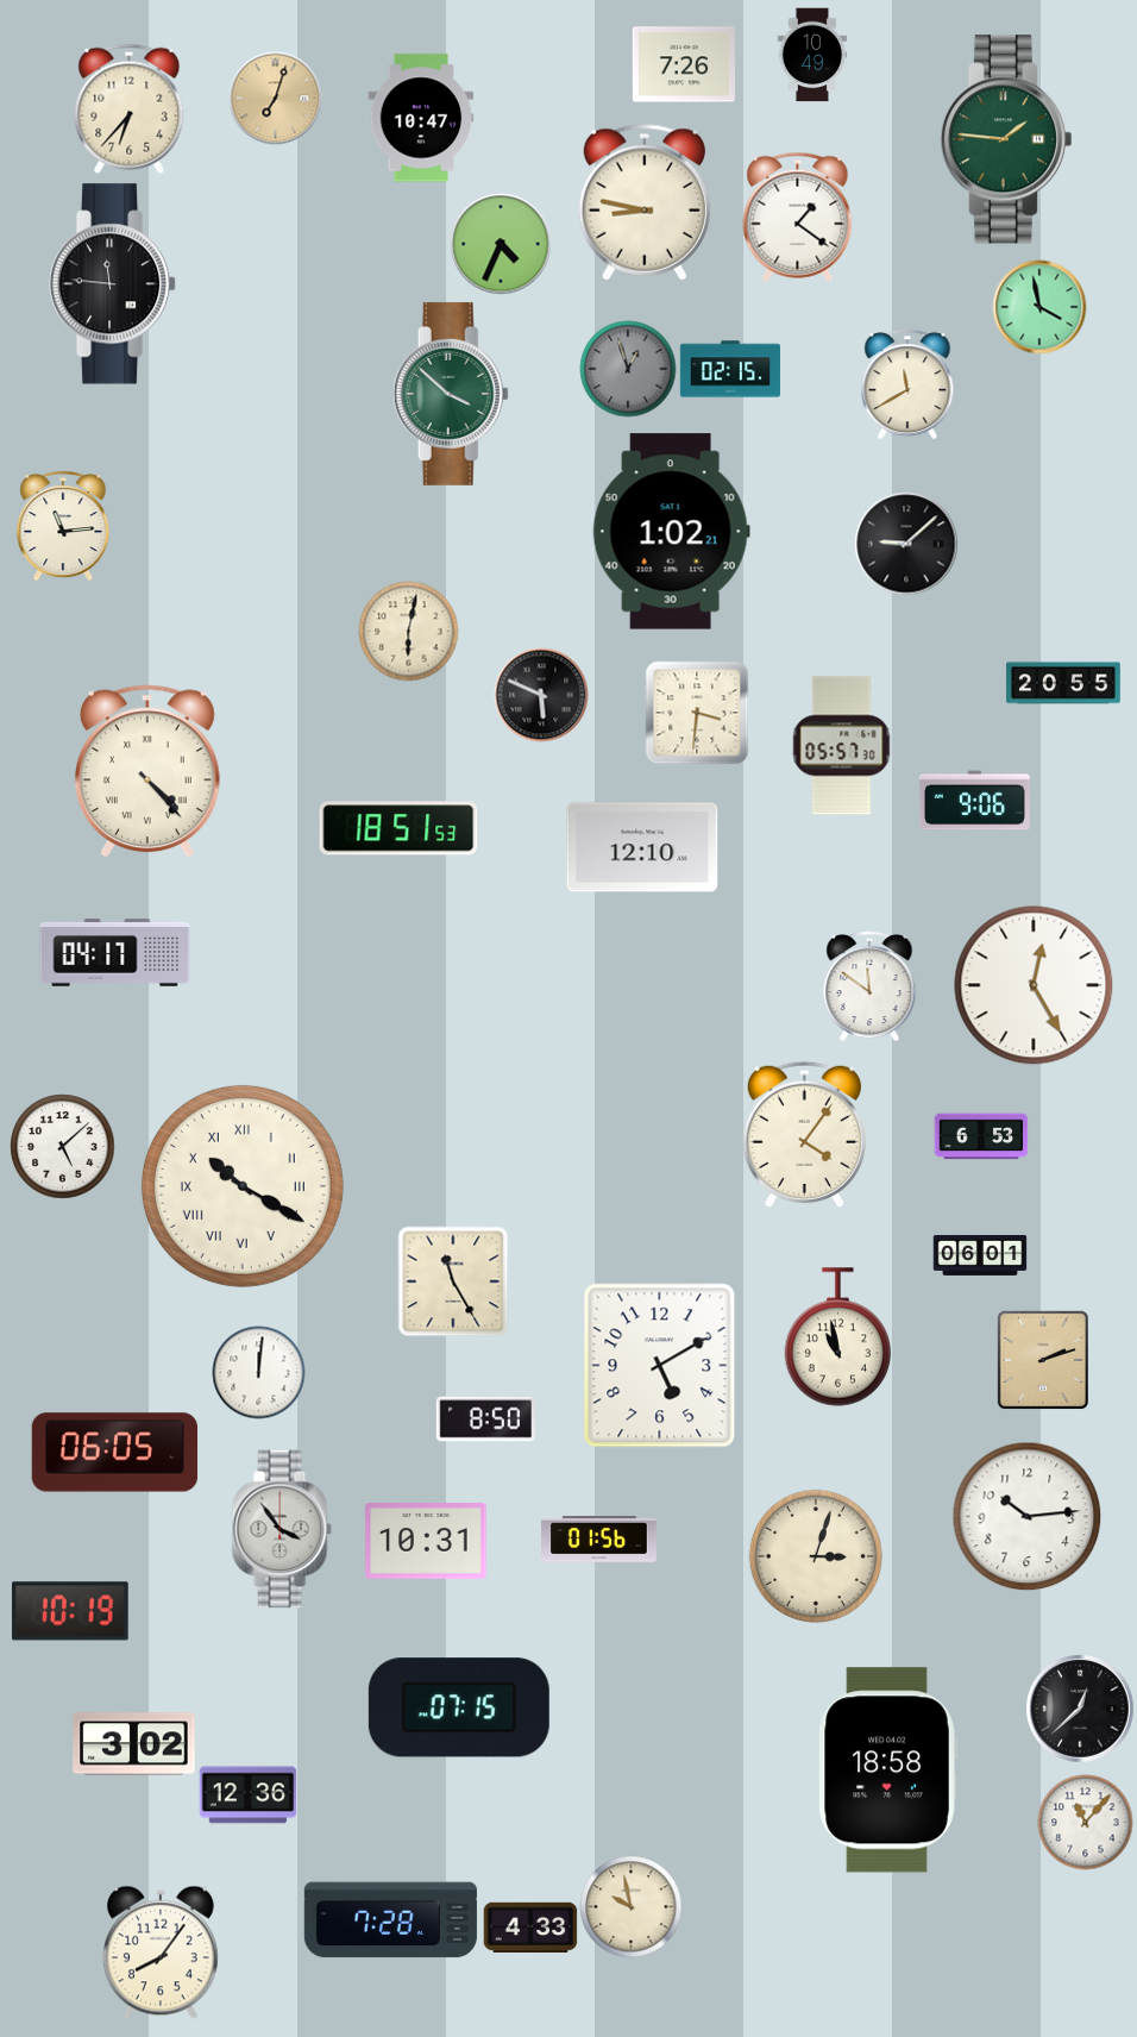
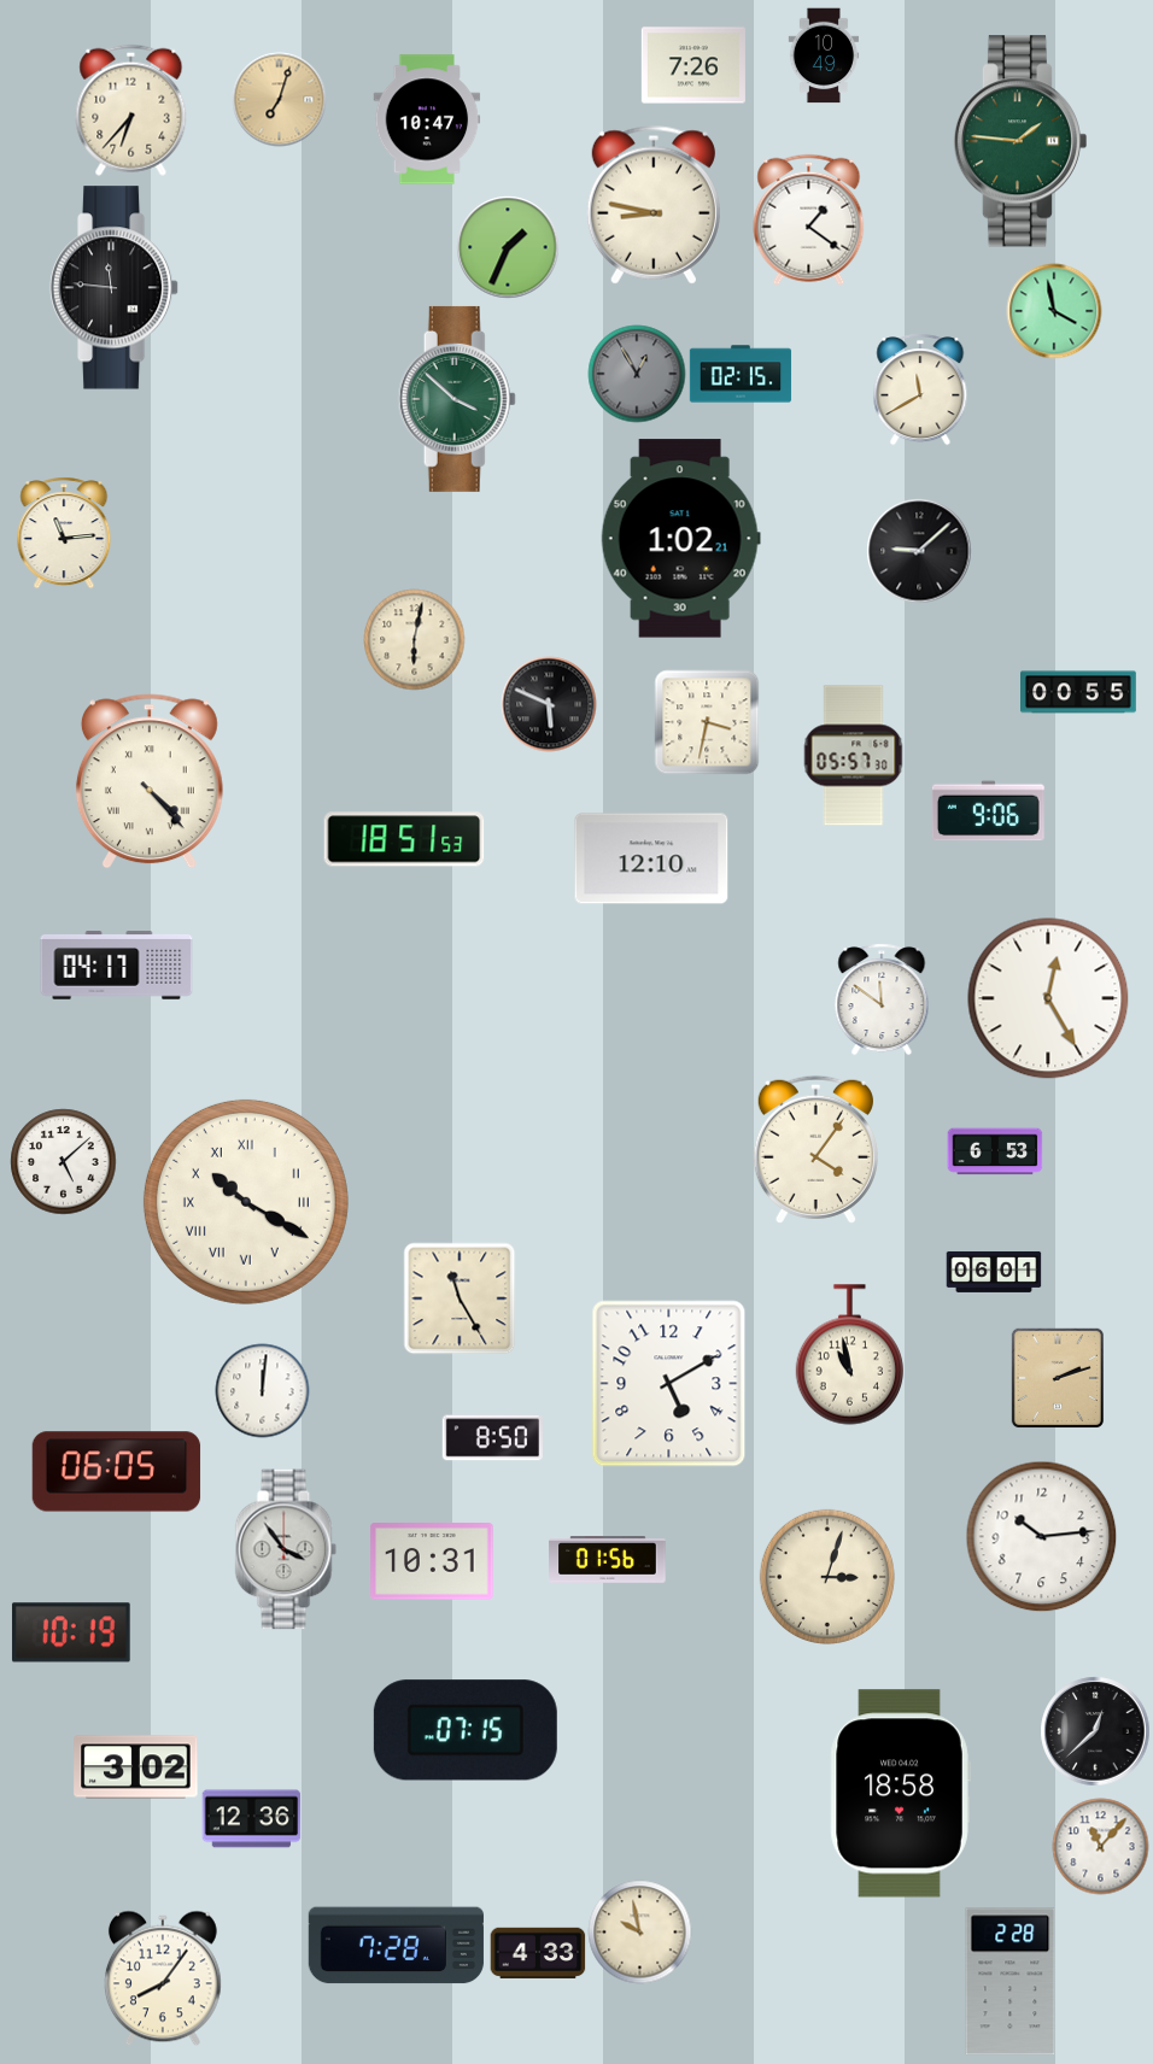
clock at (501, 244): 4:34 -> 1:34
clock at (628, 369): 12:57 -> 12:55
clock at (1064, 683): 20:55 -> 00:55
clock at (697, 713): 3:31 -> 3:32
clock at (1011, 1982): none -> 2:28
